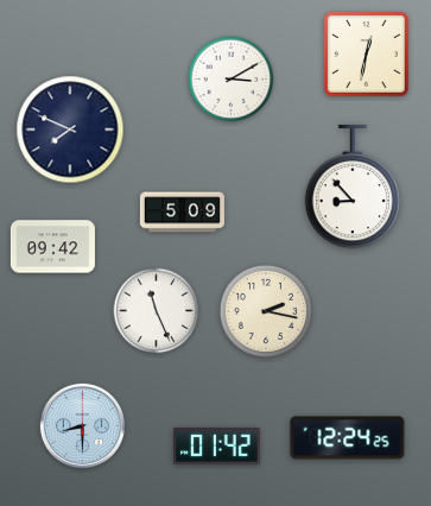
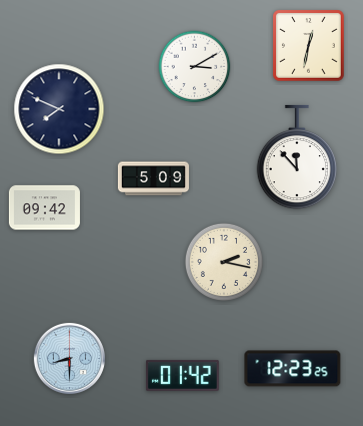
clock at (353, 186): 8:53 -> 11:53
clock at (157, 311): 11:26 -> none
clock at (348, 438): 12:24 -> 12:23
